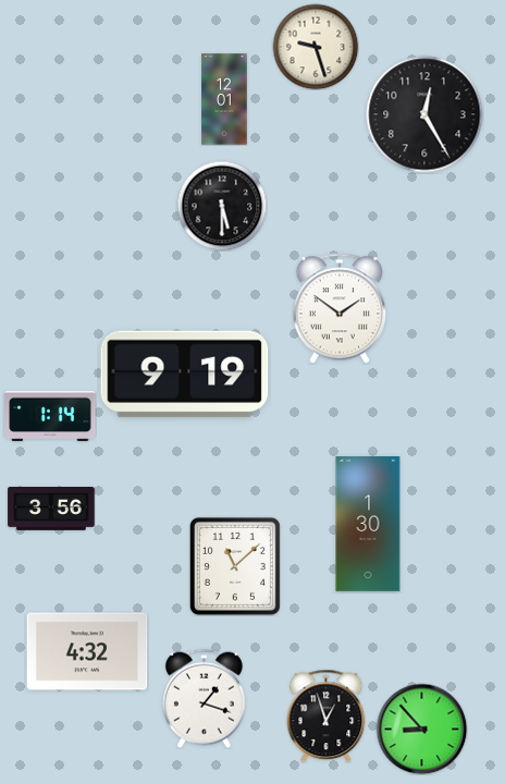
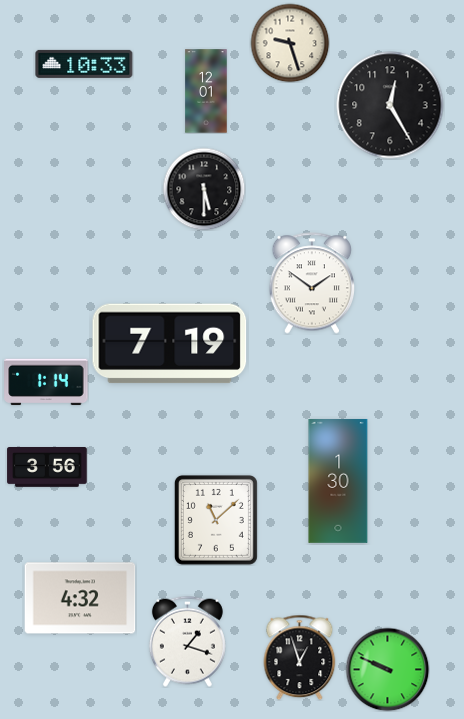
clock at (84, 64): none -> 10:33
clock at (185, 375): 9:19 -> 7:19
clock at (421, 729): 8:53 -> 9:49
